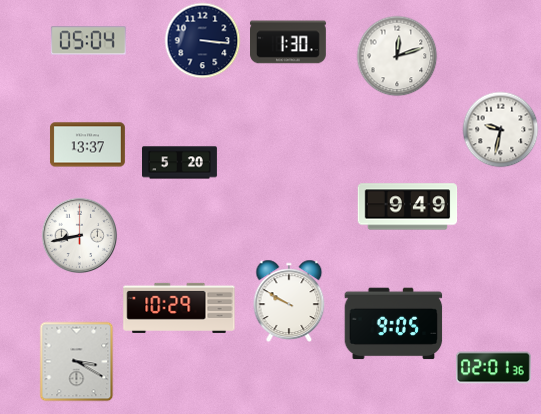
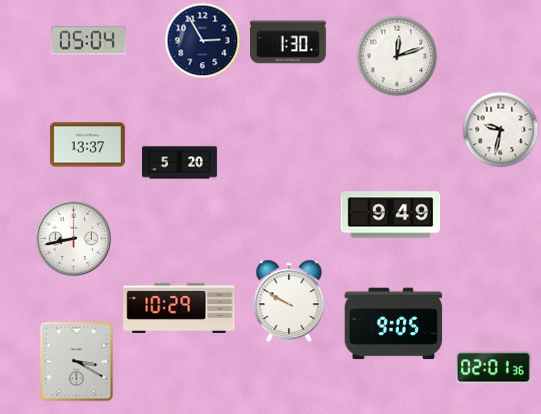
clock at (203, 41): 3:16 -> 2:55
clock at (408, 207) position: (408, 207) -> (391, 215)
clock at (80, 236) position: (80, 236) -> (74, 239)
